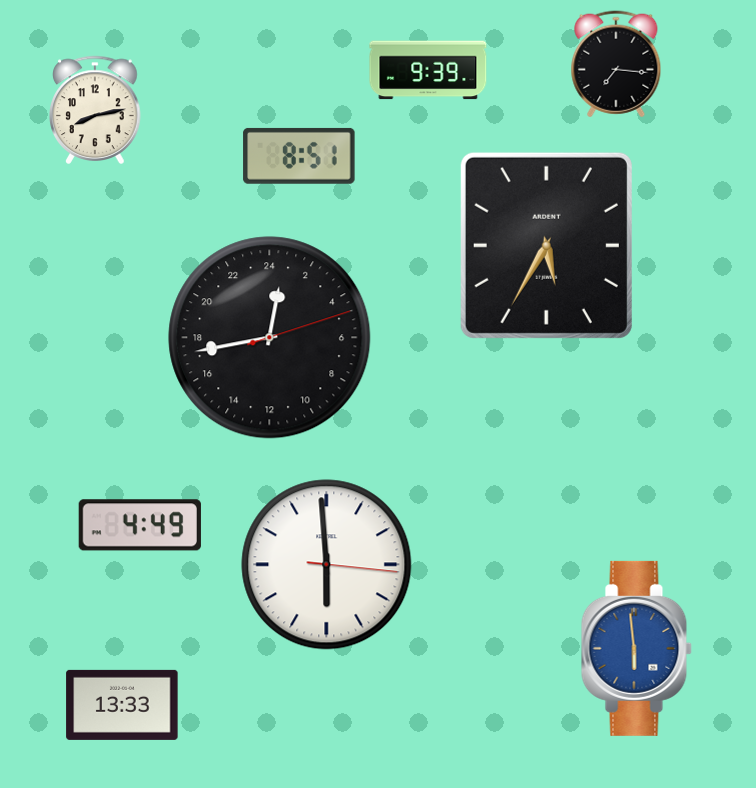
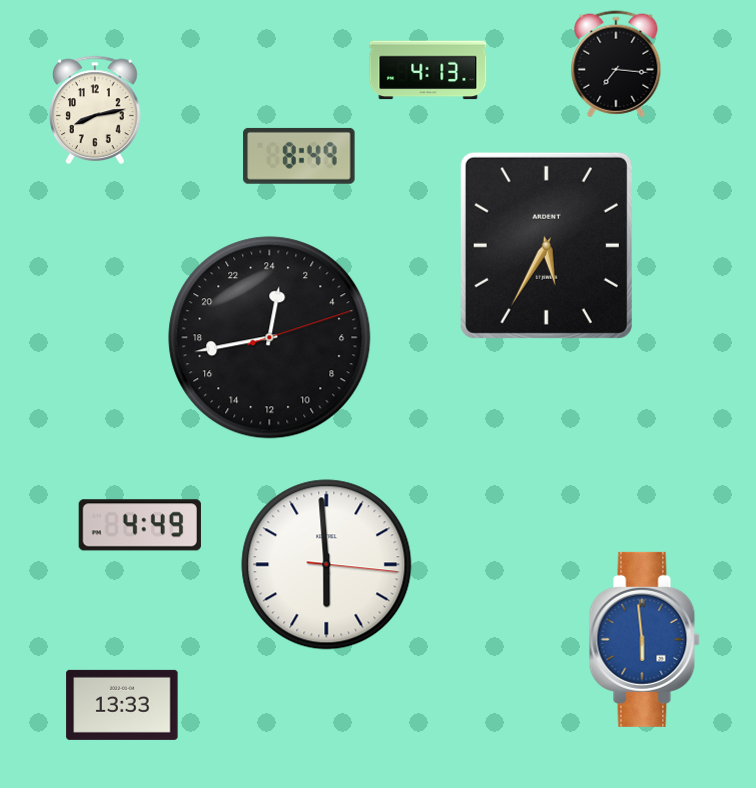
clock at (428, 70): 9:39 -> 4:13
clock at (299, 156): 8:51 -> 8:49
clock at (636, 648) position: (636, 648) -> (644, 639)
